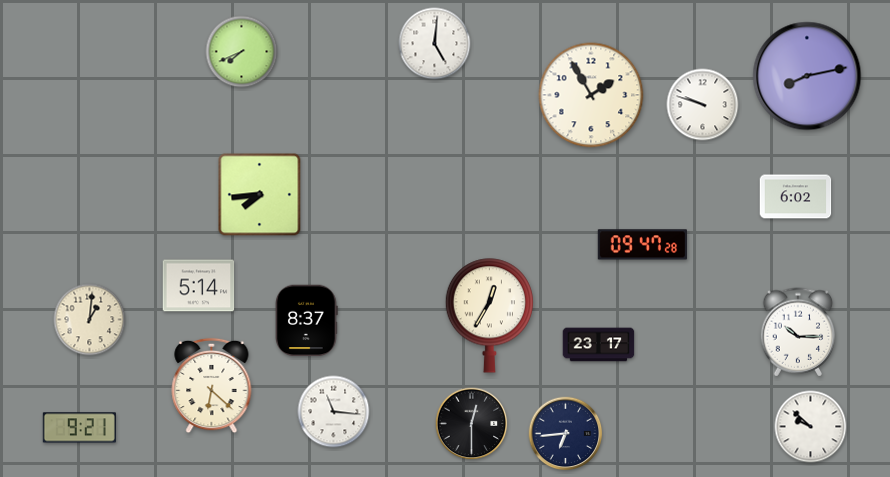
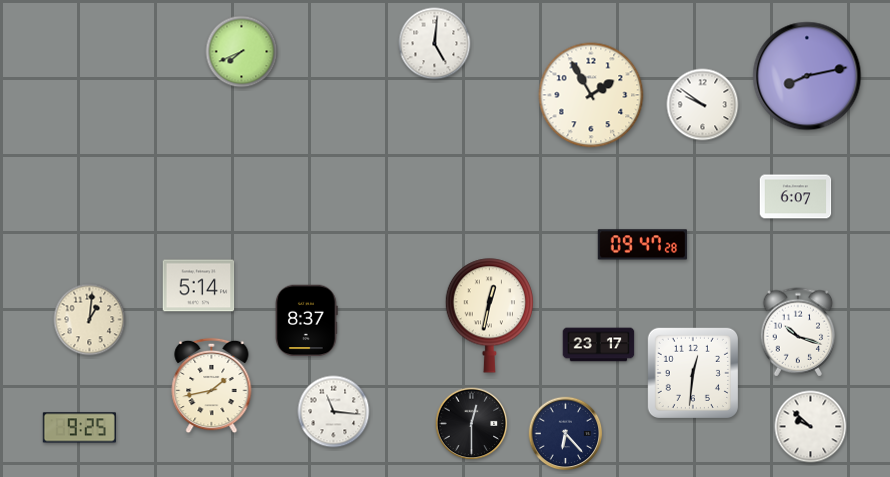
clock at (703, 105): 9:48 -> 9:51
clock at (260, 195): 7:44 -> none
clock at (796, 197): 6:02 -> 6:07
clock at (489, 316): 12:35 -> 12:32
clock at (798, 332): 10:15 -> 10:18
clock at (693, 373): none -> 12:31
clock at (212, 386): 6:22 -> 1:43
clock at (79, 428): 9:21 -> 9:25
clock at (566, 434): 6:44 -> 6:23
